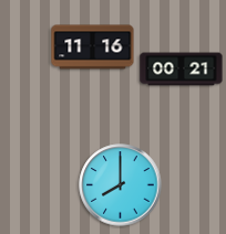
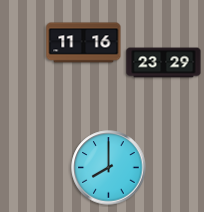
clock at (182, 70): 00:21 -> 23:29
